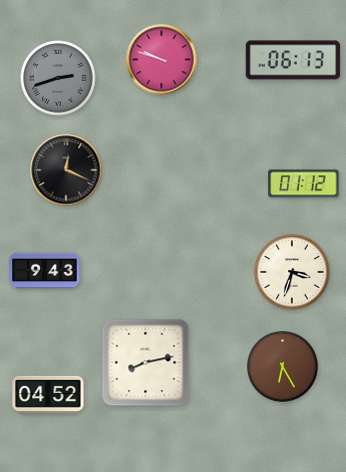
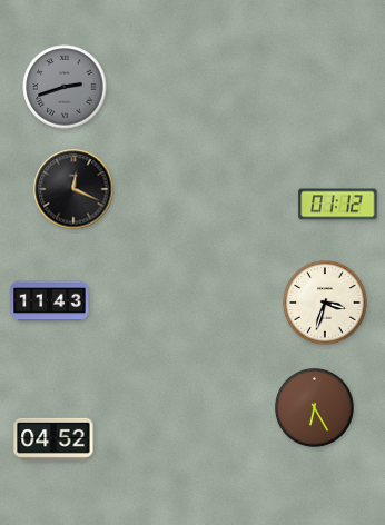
clock at (162, 60): 9:48 -> none
clock at (293, 60): 06:13 -> none
clock at (45, 271): 9:43 -> 11:43
clock at (146, 363): 8:13 -> none
